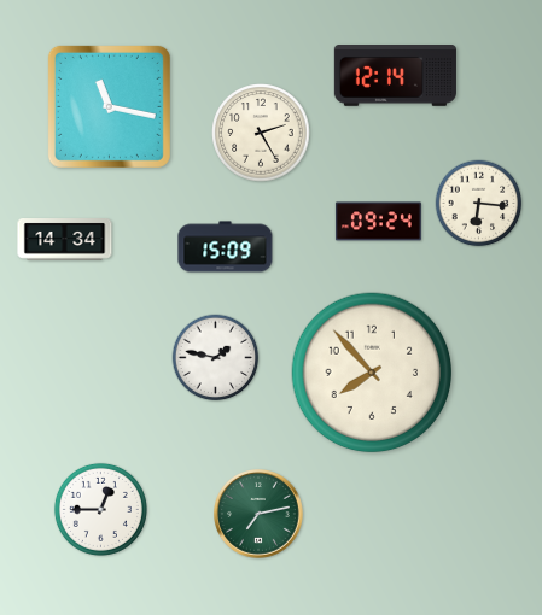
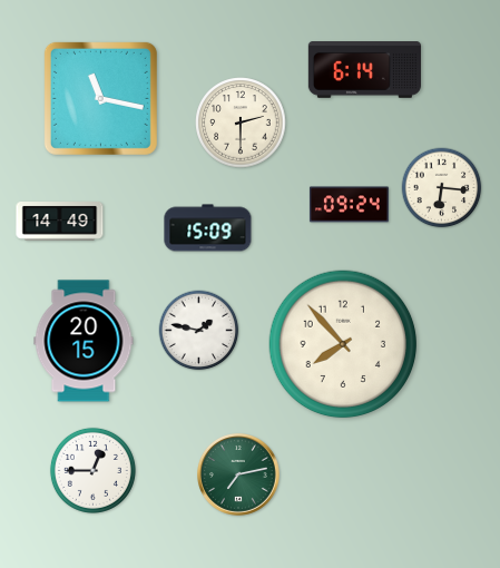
clock at (395, 76): 12:14 -> 6:14
clock at (261, 133): 2:25 -> 2:30
clock at (65, 240): 14:34 -> 14:49
clock at (84, 341): none -> 20:15
